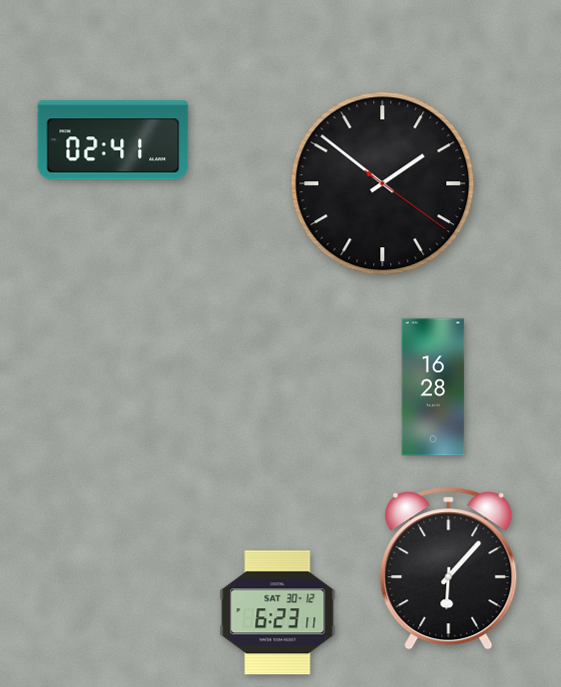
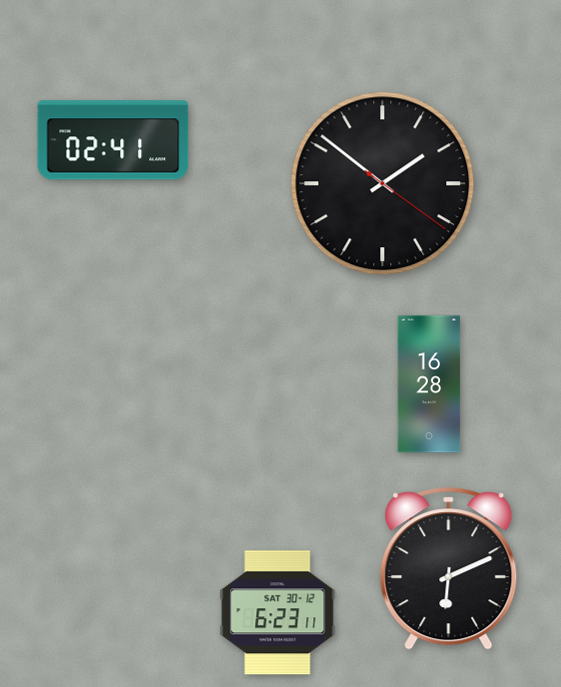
clock at (433, 387) position: (433, 387) -> (429, 384)
clock at (449, 569): 6:07 -> 6:11
